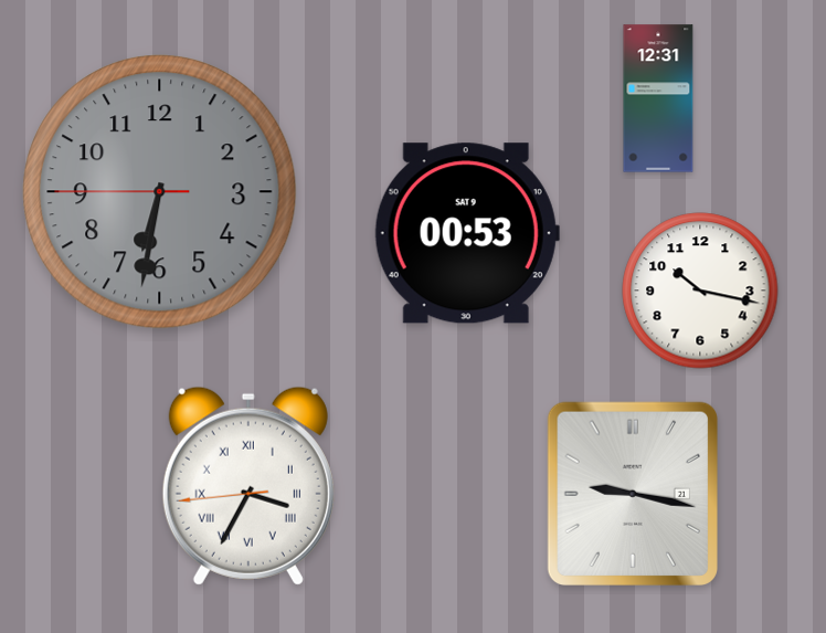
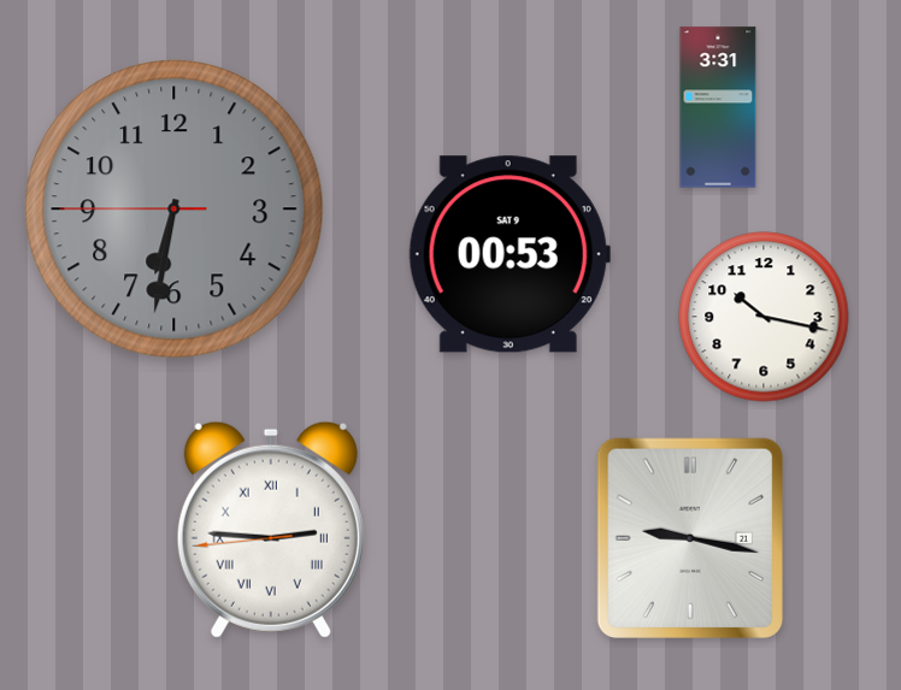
clock at (658, 98): 12:31 -> 3:31
clock at (248, 486): 3:34 -> 2:45
